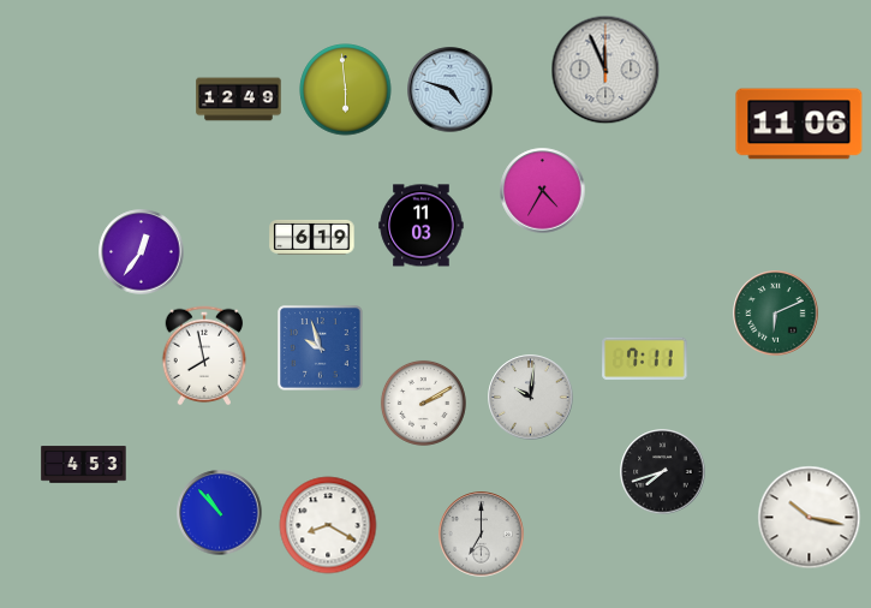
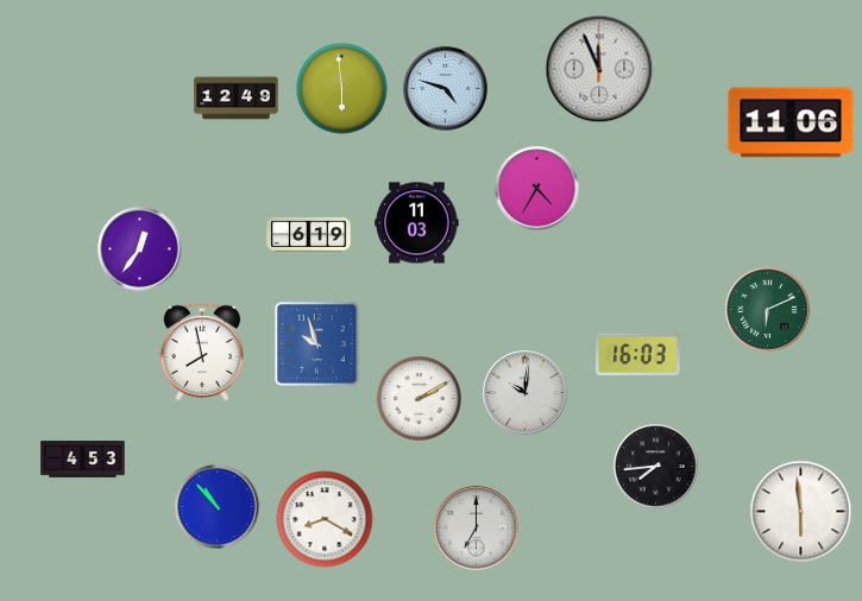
clock at (645, 358): 7:11 -> 16:03
clock at (663, 472): 7:42 -> 7:44
clock at (810, 518): 10:17 -> 5:59
